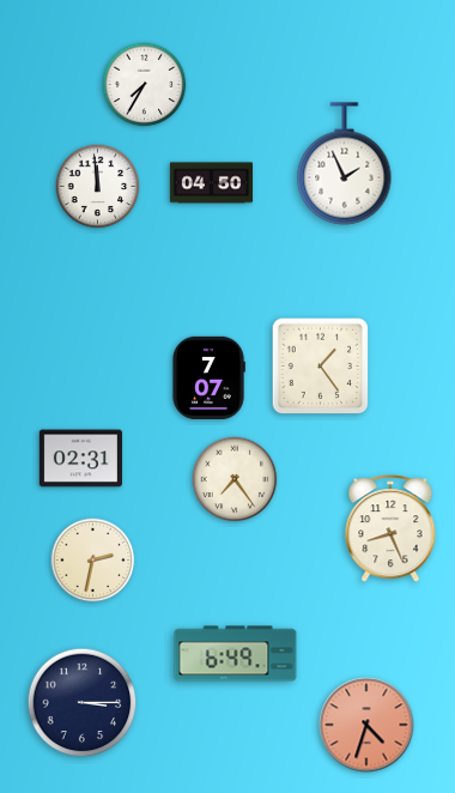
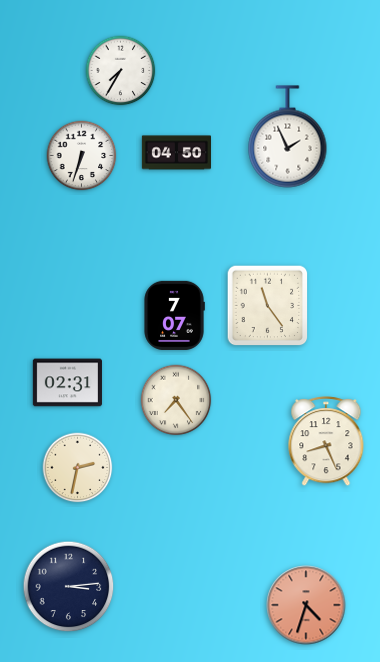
clock at (98, 187): 11:59 -> 6:33
clock at (321, 367): 1:24 -> 11:24
clock at (235, 479) position: (235, 479) -> (176, 400)
clock at (236, 654): 6:49 -> none
clock at (83, 703): 3:15 -> 3:14
